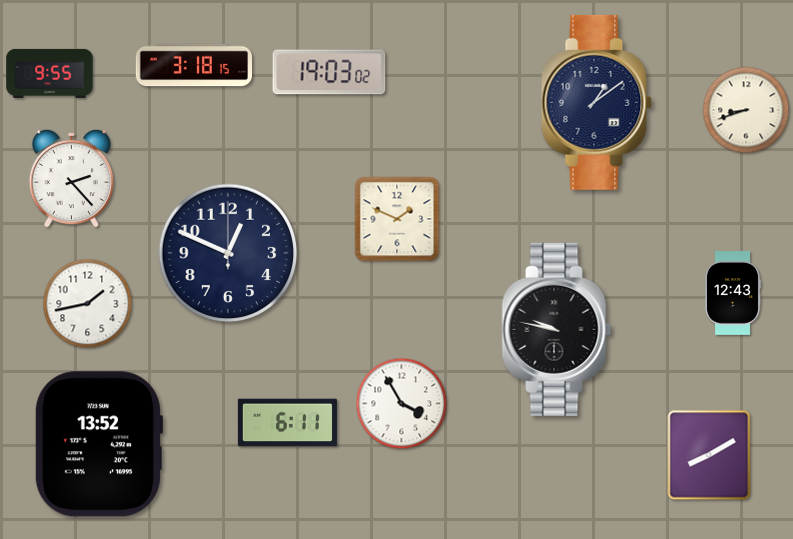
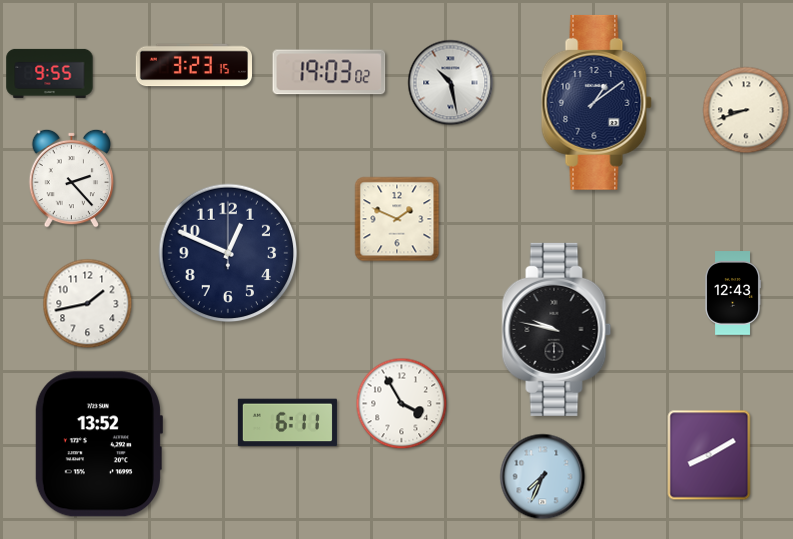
clock at (193, 65): 3:18 -> 3:23
clock at (451, 83): none -> 10:28
clock at (543, 477): none -> 7:34
